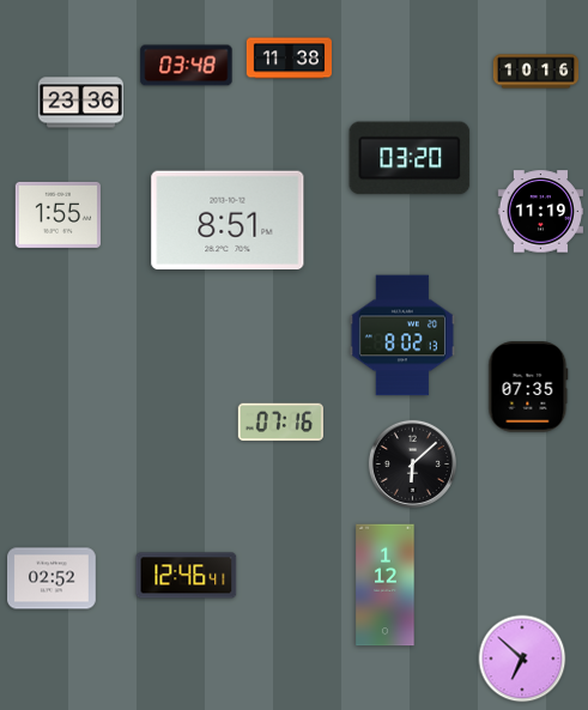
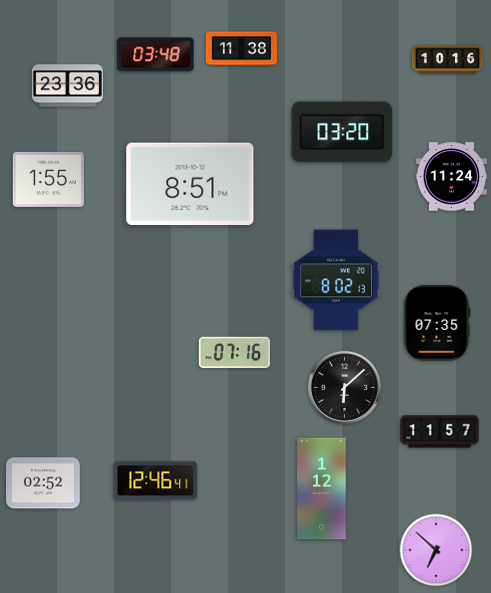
clock at (540, 212): 11:19 -> 11:24
clock at (528, 387) position: (528, 387) -> (437, 323)
clock at (440, 432): none -> 11:57
